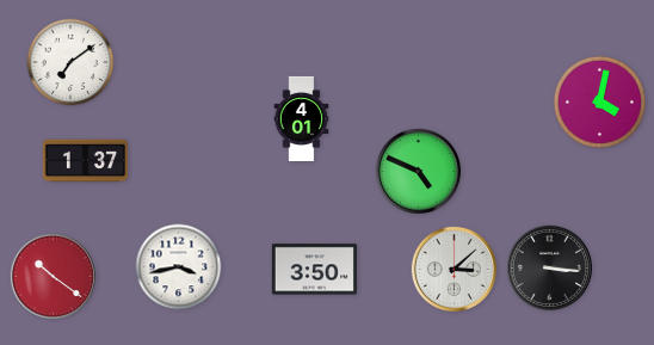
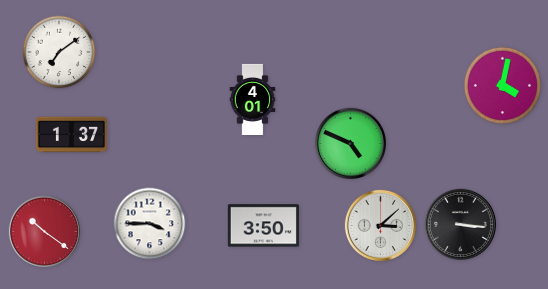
clock at (179, 267): 3:43 -> 3:45
